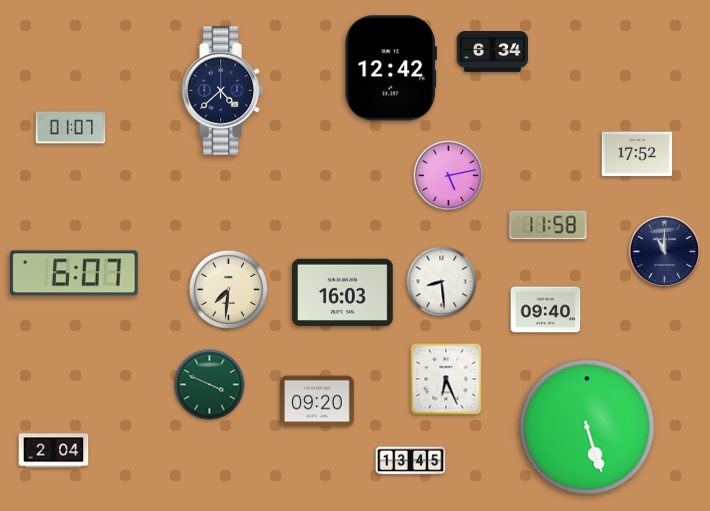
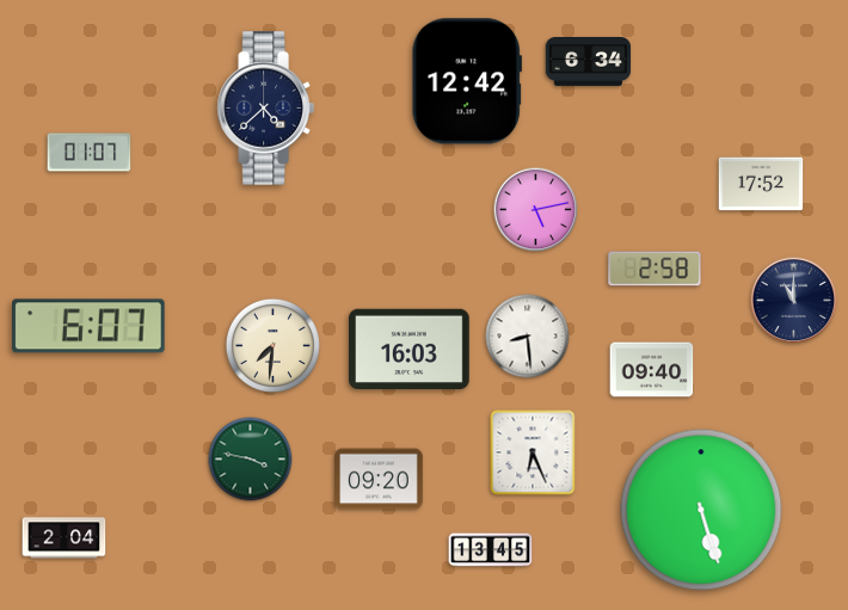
clock at (71, 128) position: (71, 128) -> (90, 153)
clock at (548, 225): 11:58 -> 2:58
clock at (210, 385): 3:49 -> 3:47
